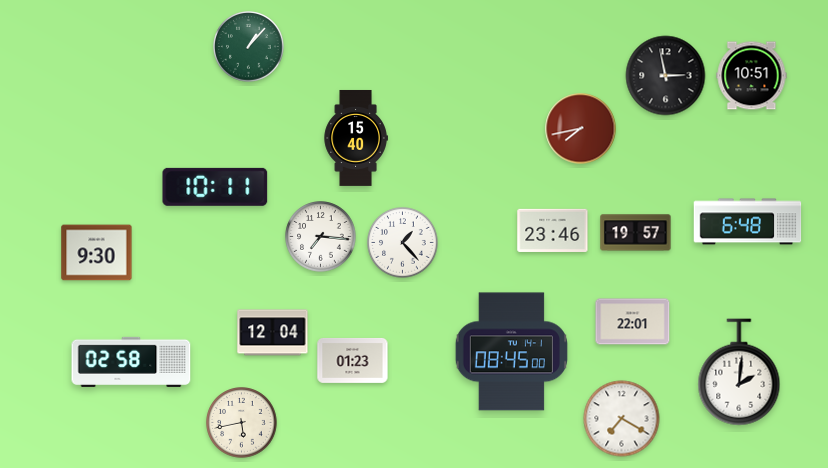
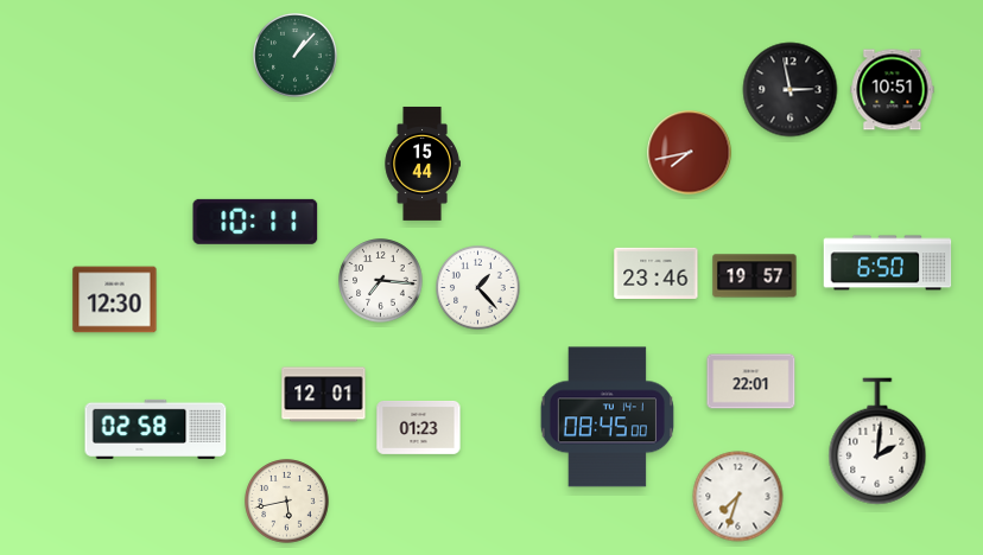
clock at (356, 138): 15:40 -> 15:44
clock at (748, 222): 6:48 -> 6:50
clock at (97, 253): 9:30 -> 12:30
clock at (273, 333): 12:04 -> 12:01
clock at (622, 419): 7:20 -> 7:33
